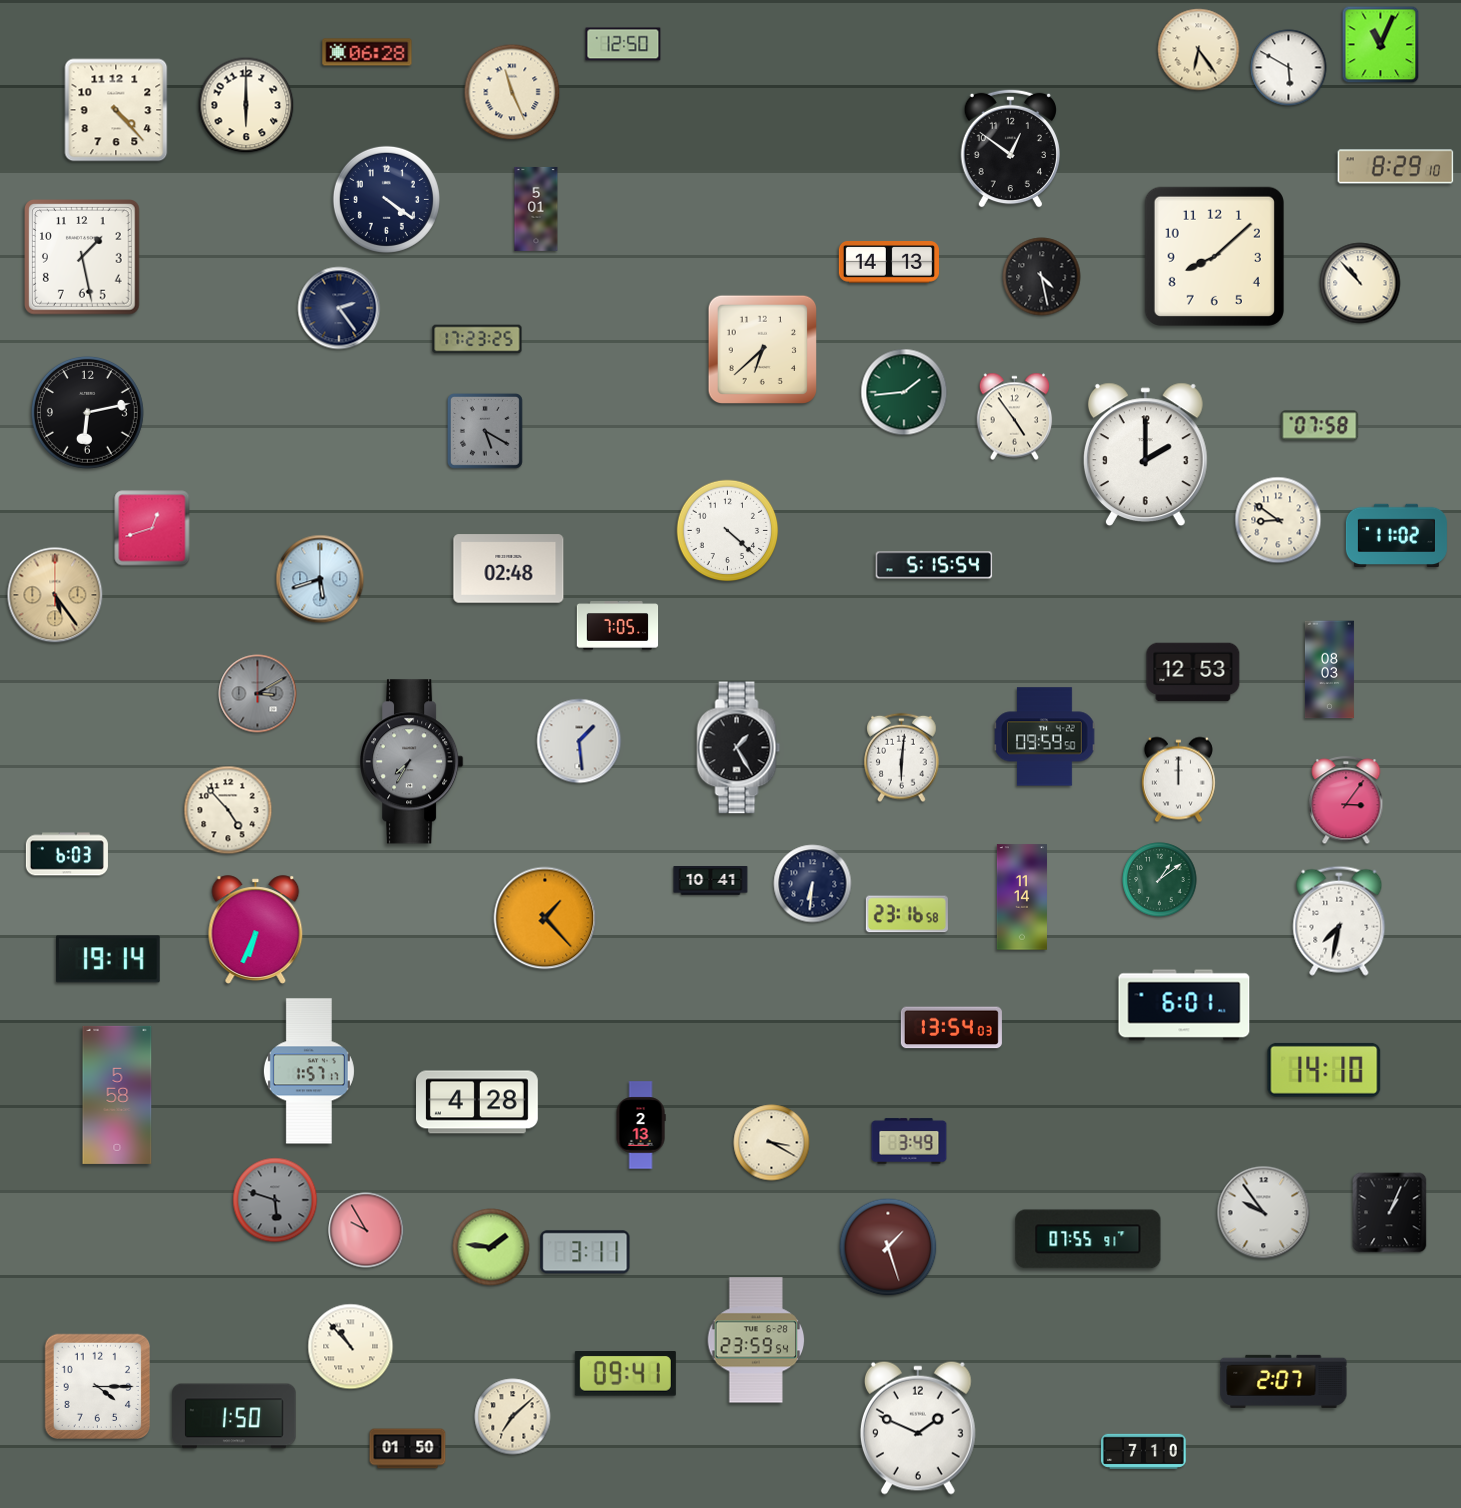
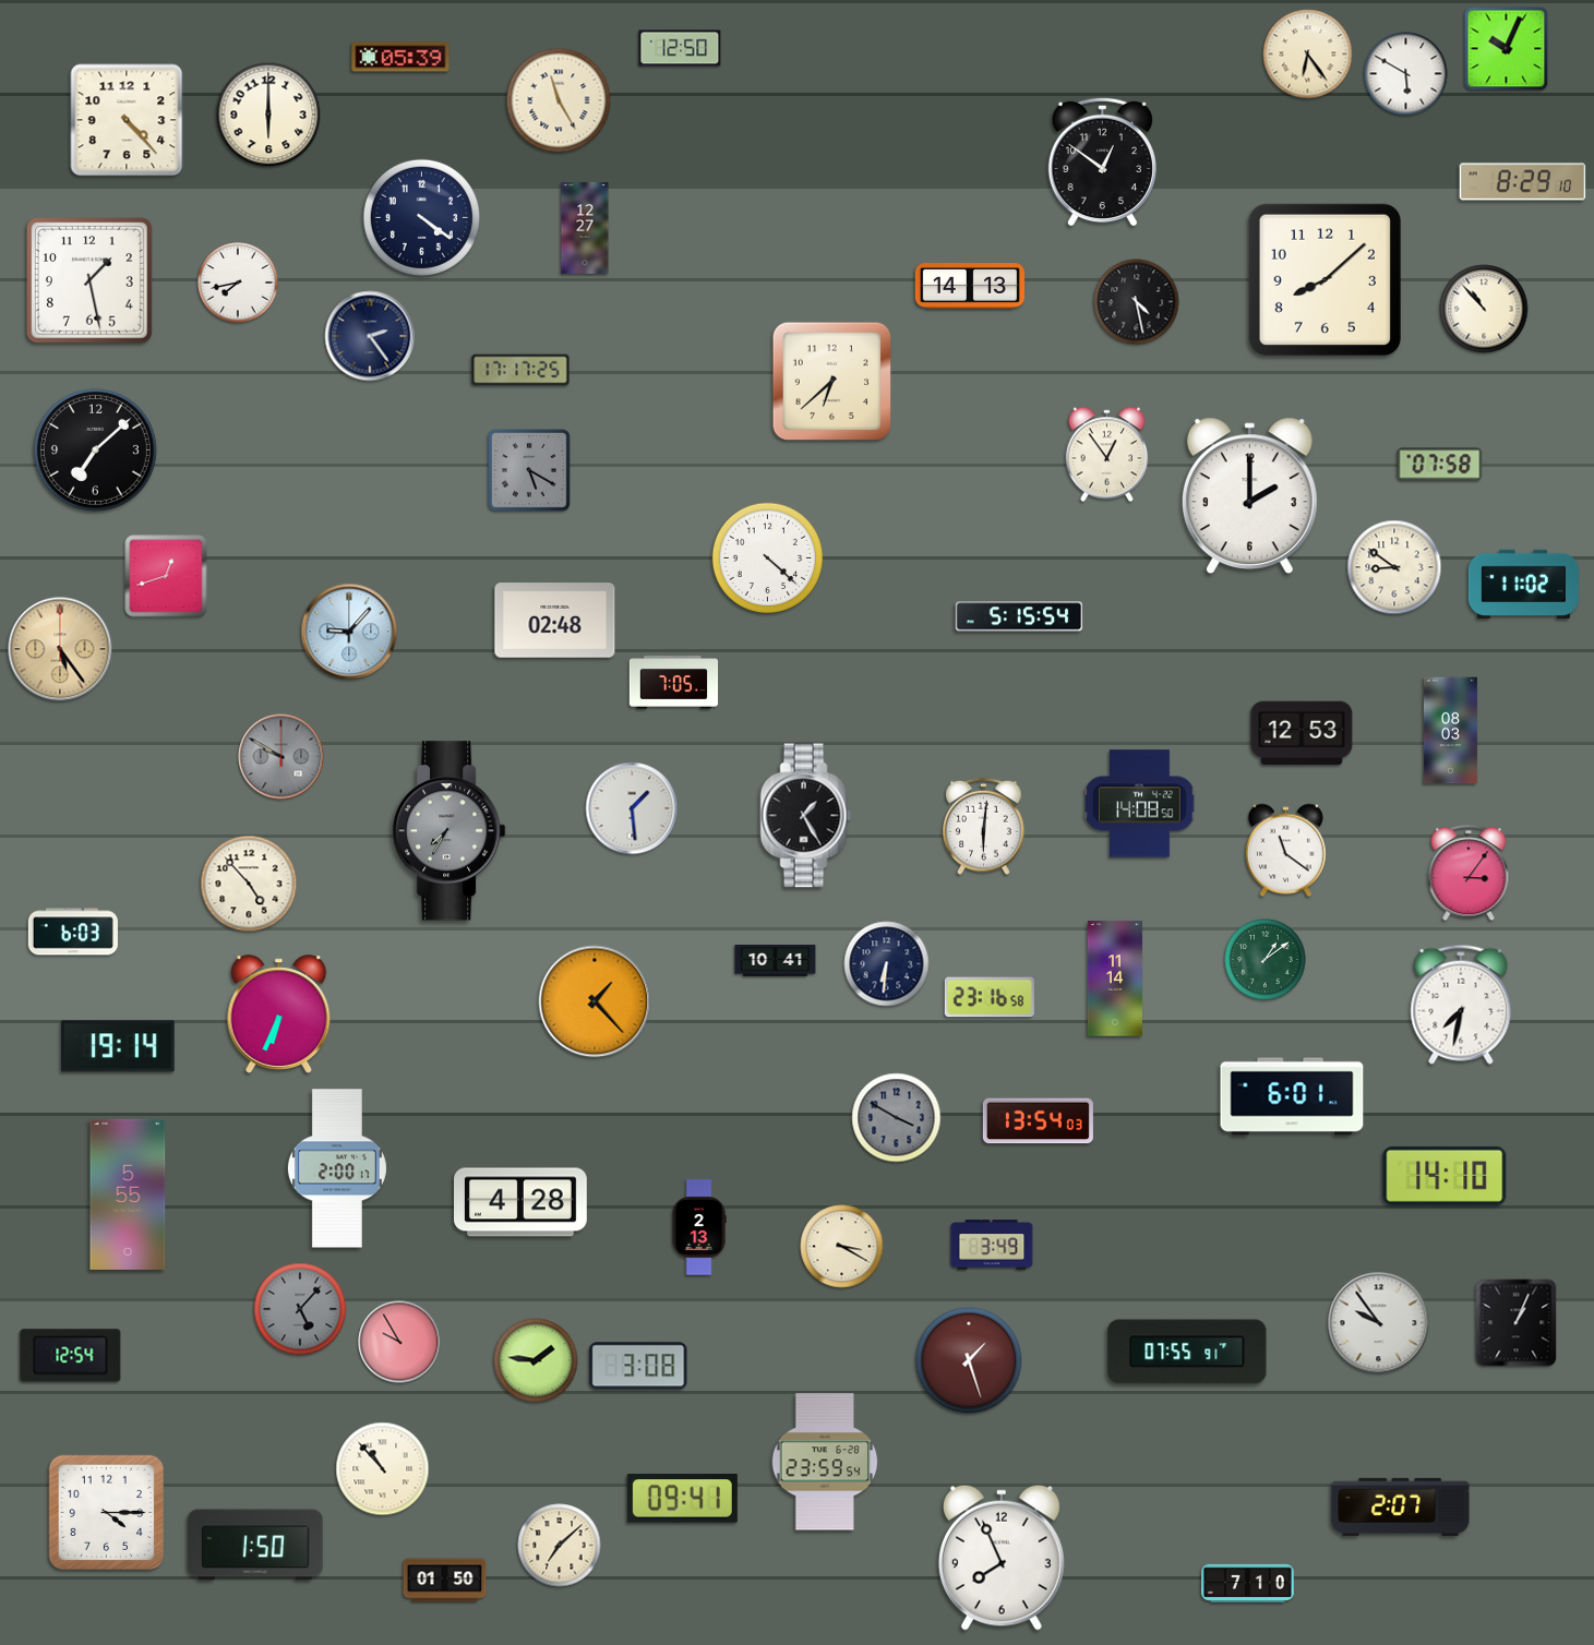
clock at (1381, 45): 11:04 -> 10:04
clock at (367, 52): 06:28 -> 05:39
clock at (512, 92): 11:26 -> 11:25
clock at (536, 209): 5:01 -> 12:27
clock at (238, 283): none -> 7:43
clock at (477, 339): 17:23 -> 17:17
clock at (904, 392): 1:44 -> none
clock at (87, 412): 6:13 -> 7:08
clock at (1015, 417): 4:54 -> 12:54
clock at (728, 531) position: (728, 531) -> (768, 559)
clock at (320, 579): 5:42 -> 9:07
clock at (258, 694): 3:10 -> 9:50
clock at (1045, 737): 09:59 -> 14:08
clock at (1178, 780): 12:00 -> 11:21
clock at (897, 1118): none -> 3:50
clock at (1324, 1070) position: (1324, 1070) -> (1445, 1176)
clock at (309, 1071): 1:57 -> 2:00
clock at (117, 1095): 5:58 -> 5:55
clock at (275, 1200): 5:48 -> 5:07
clock at (71, 1356): none -> 12:54
clock at (585, 1252): 3:11 -> 3:08
clock at (918, 1428): 1:49 -> 7:56
